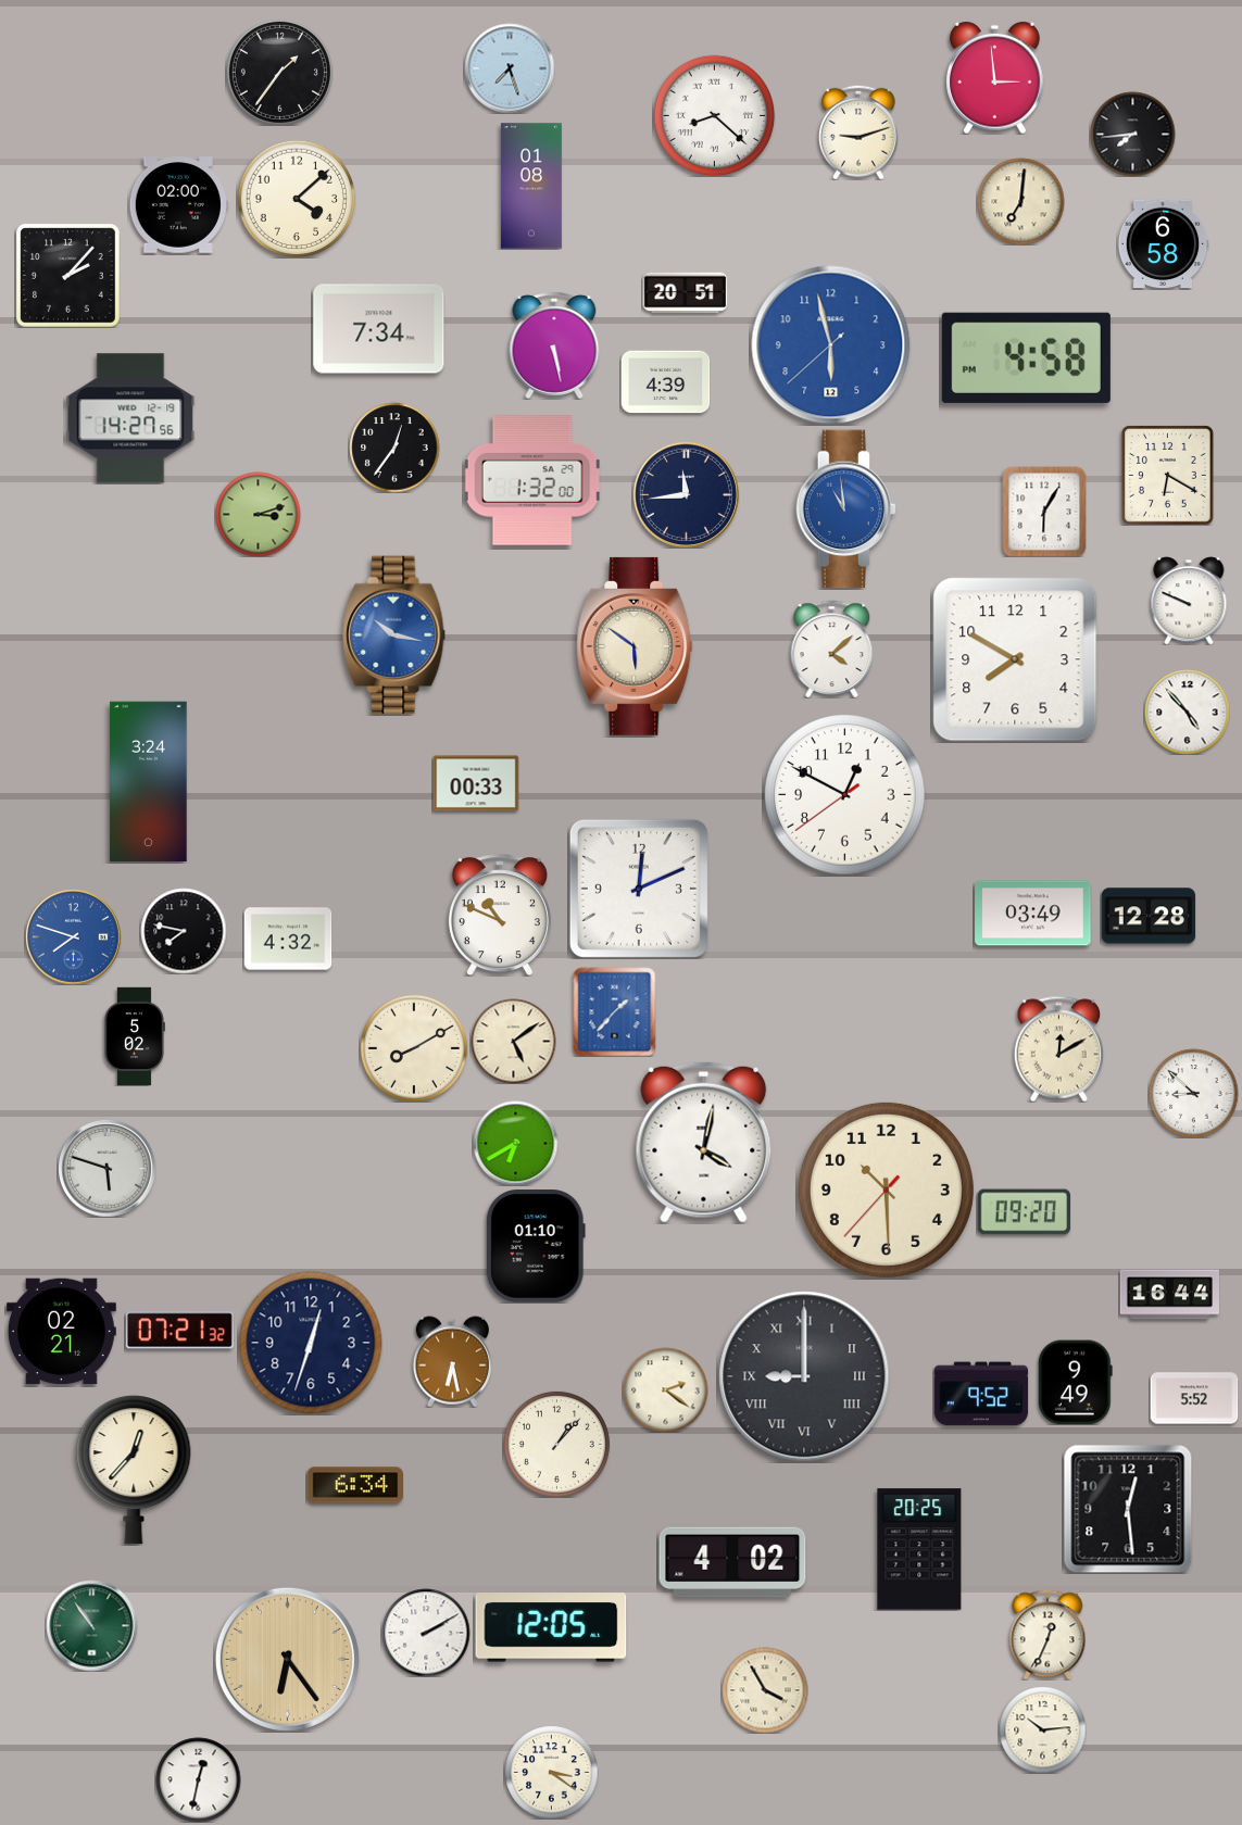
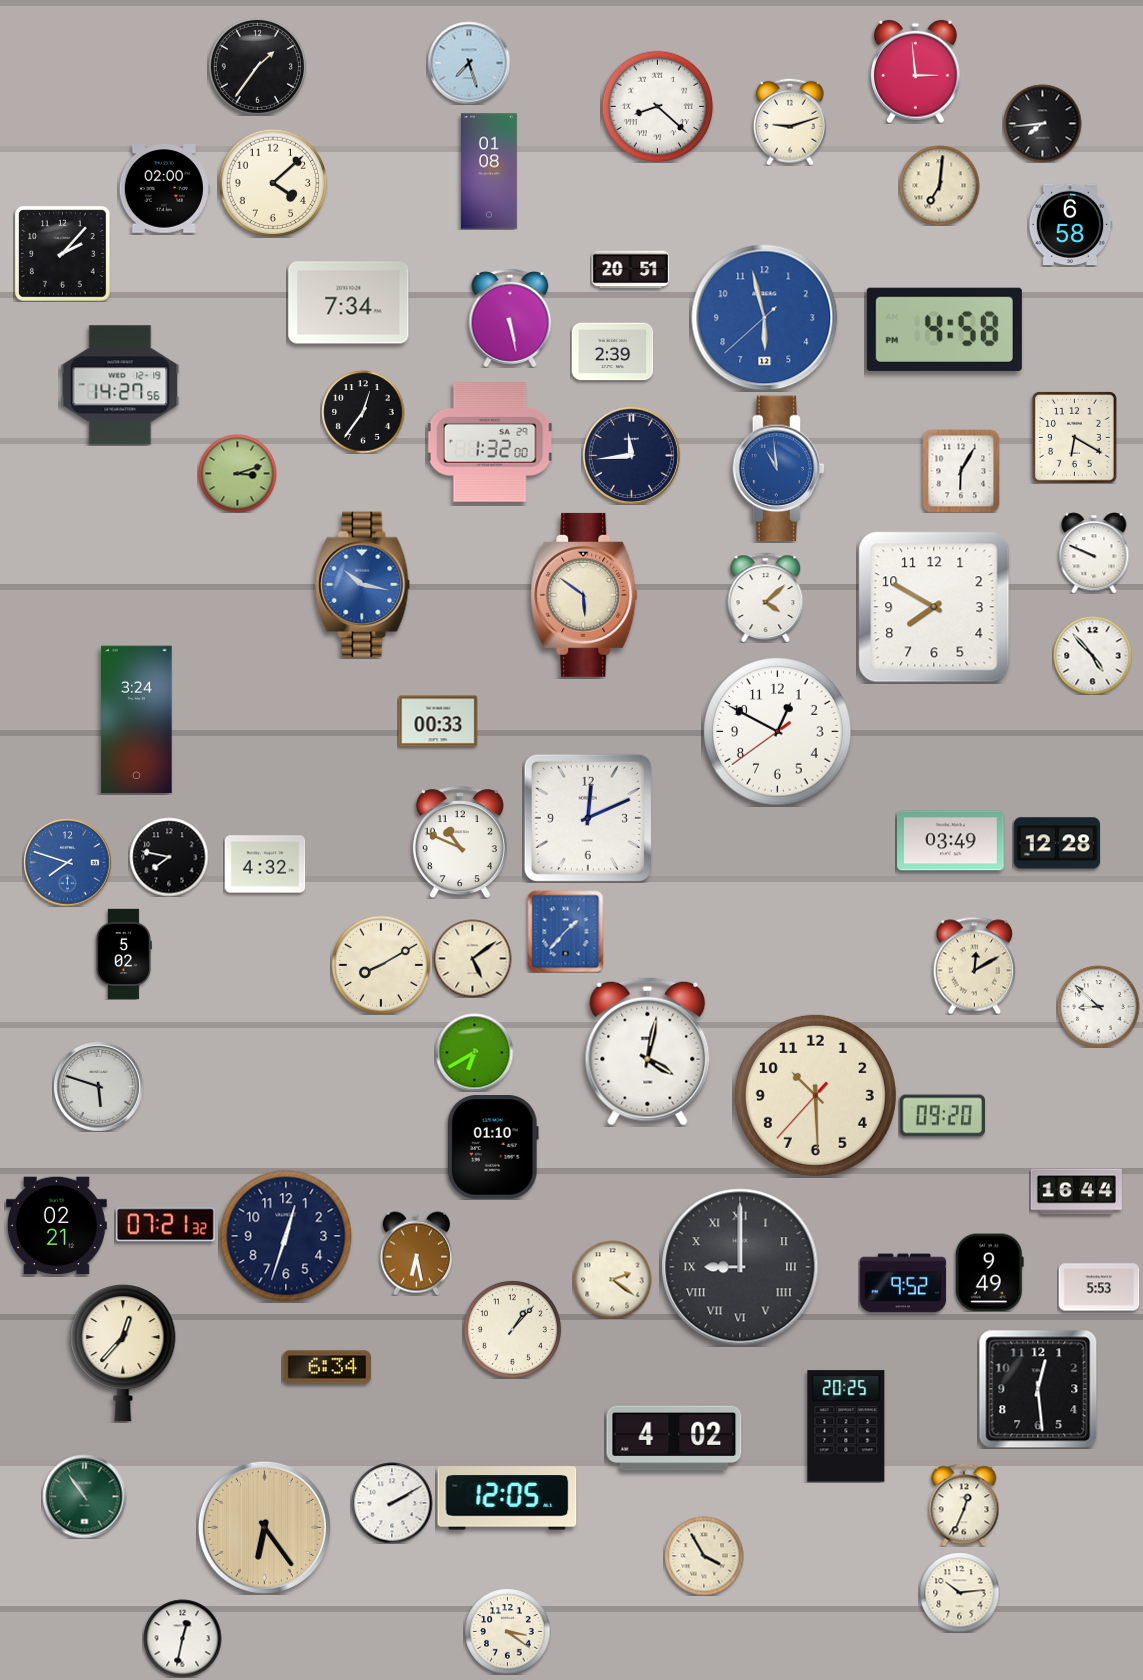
clock at (665, 382): 4:39 -> 2:39
clock at (106, 1168) position: (106, 1168) -> (98, 1086)
clock at (1194, 1398): 5:52 -> 5:53
